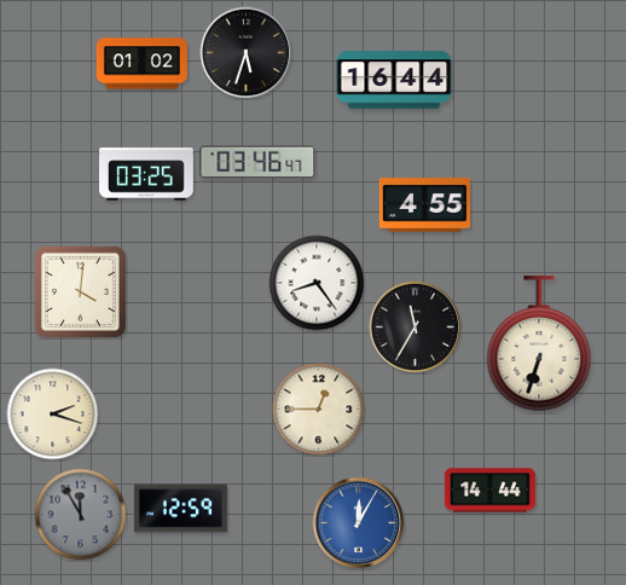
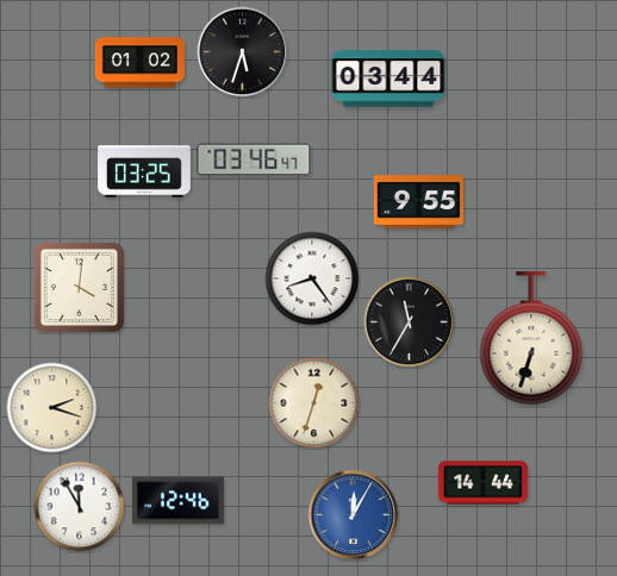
clock at (394, 80): 16:44 -> 03:44
clock at (424, 205): 4:55 -> 9:55
clock at (319, 410): 12:45 -> 12:33
clock at (180, 509): 12:59 -> 12:46
clock at (81, 515) dial: grey -> white
